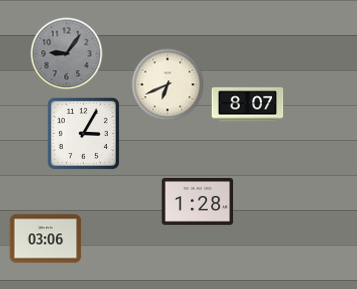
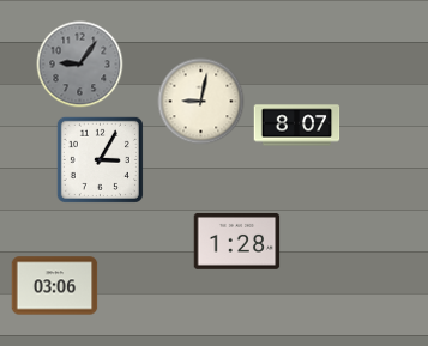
clock at (168, 85): 6:41 -> 9:02
